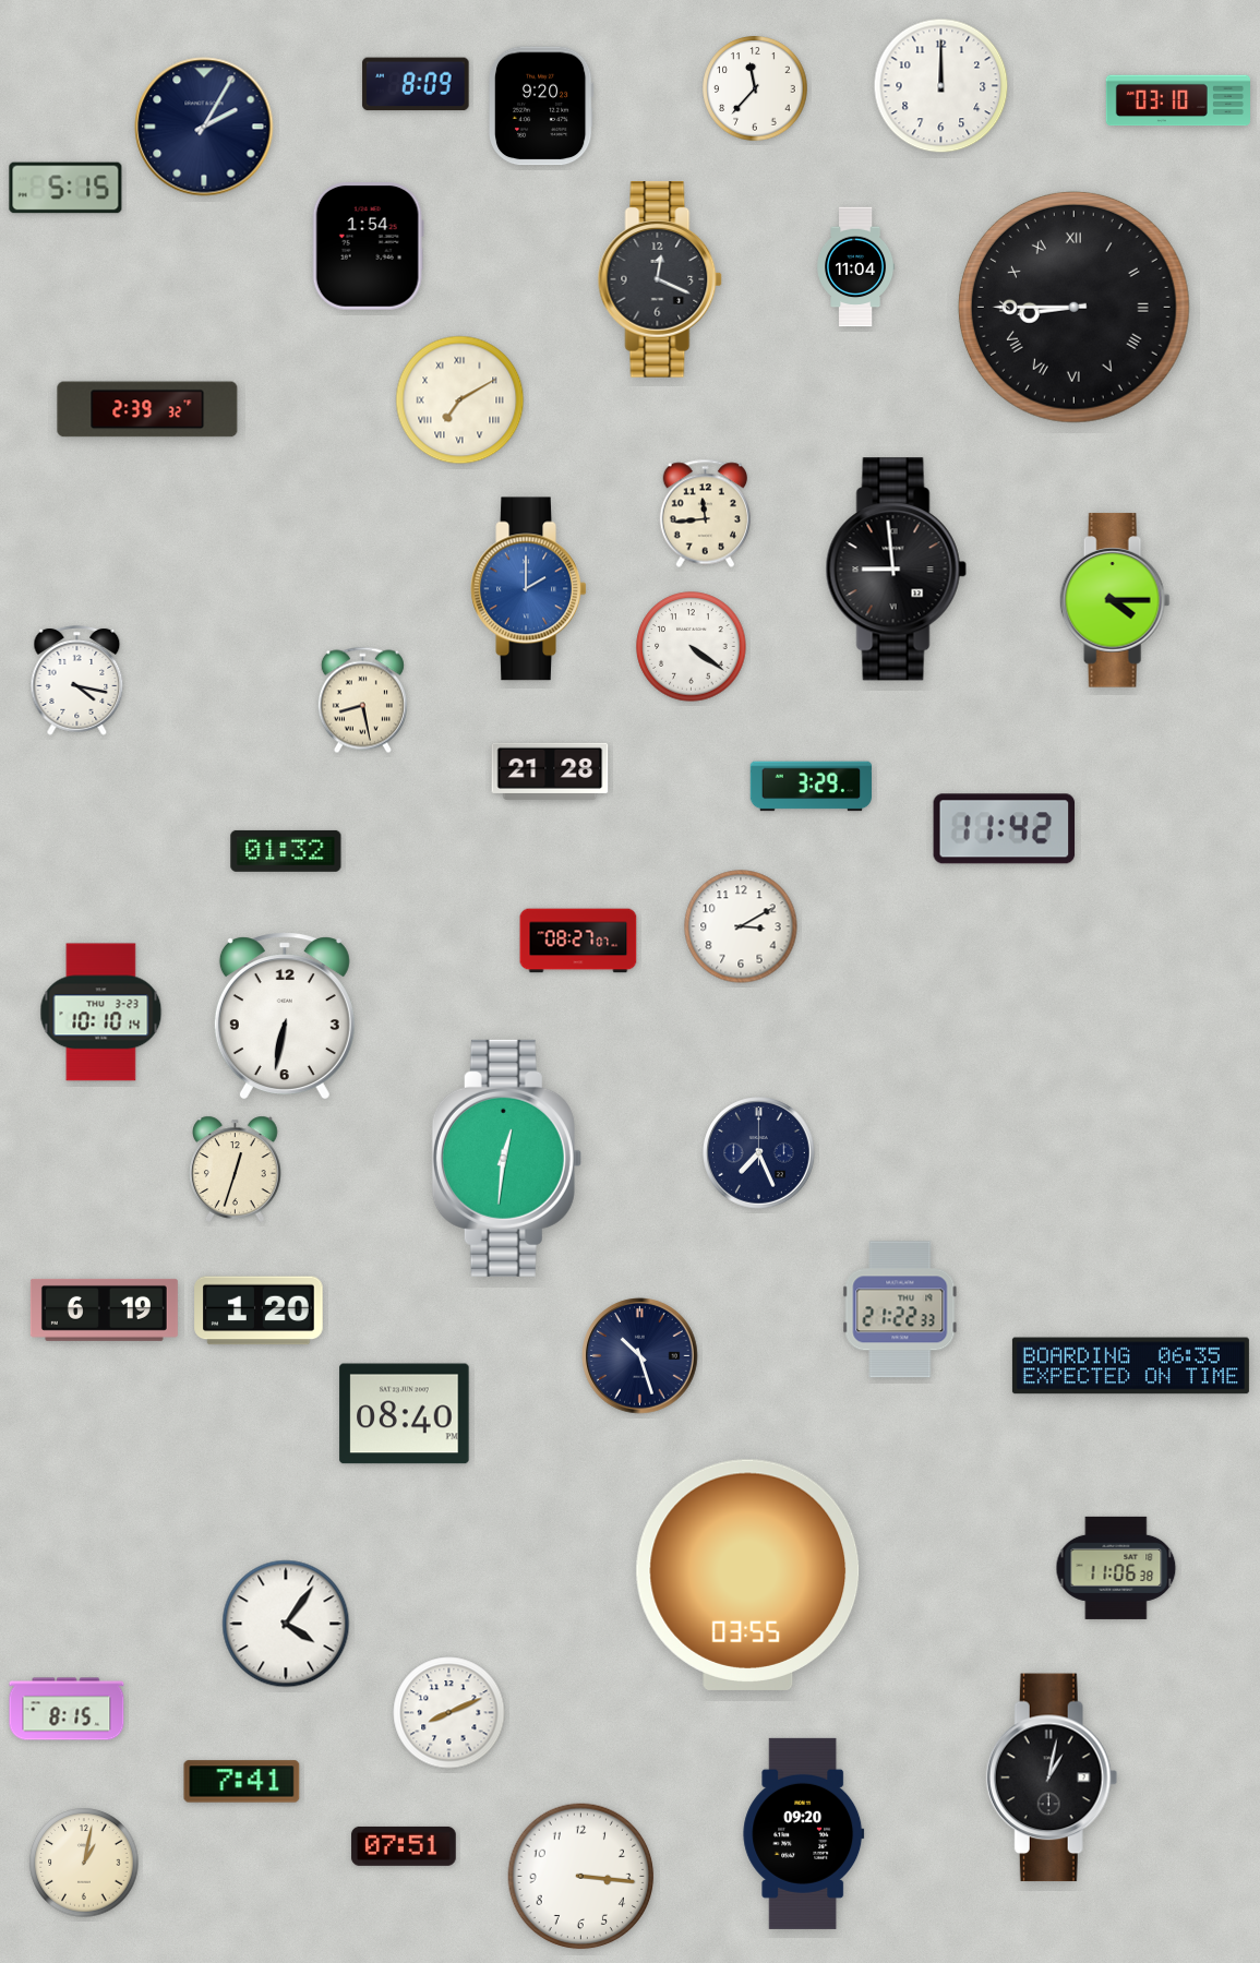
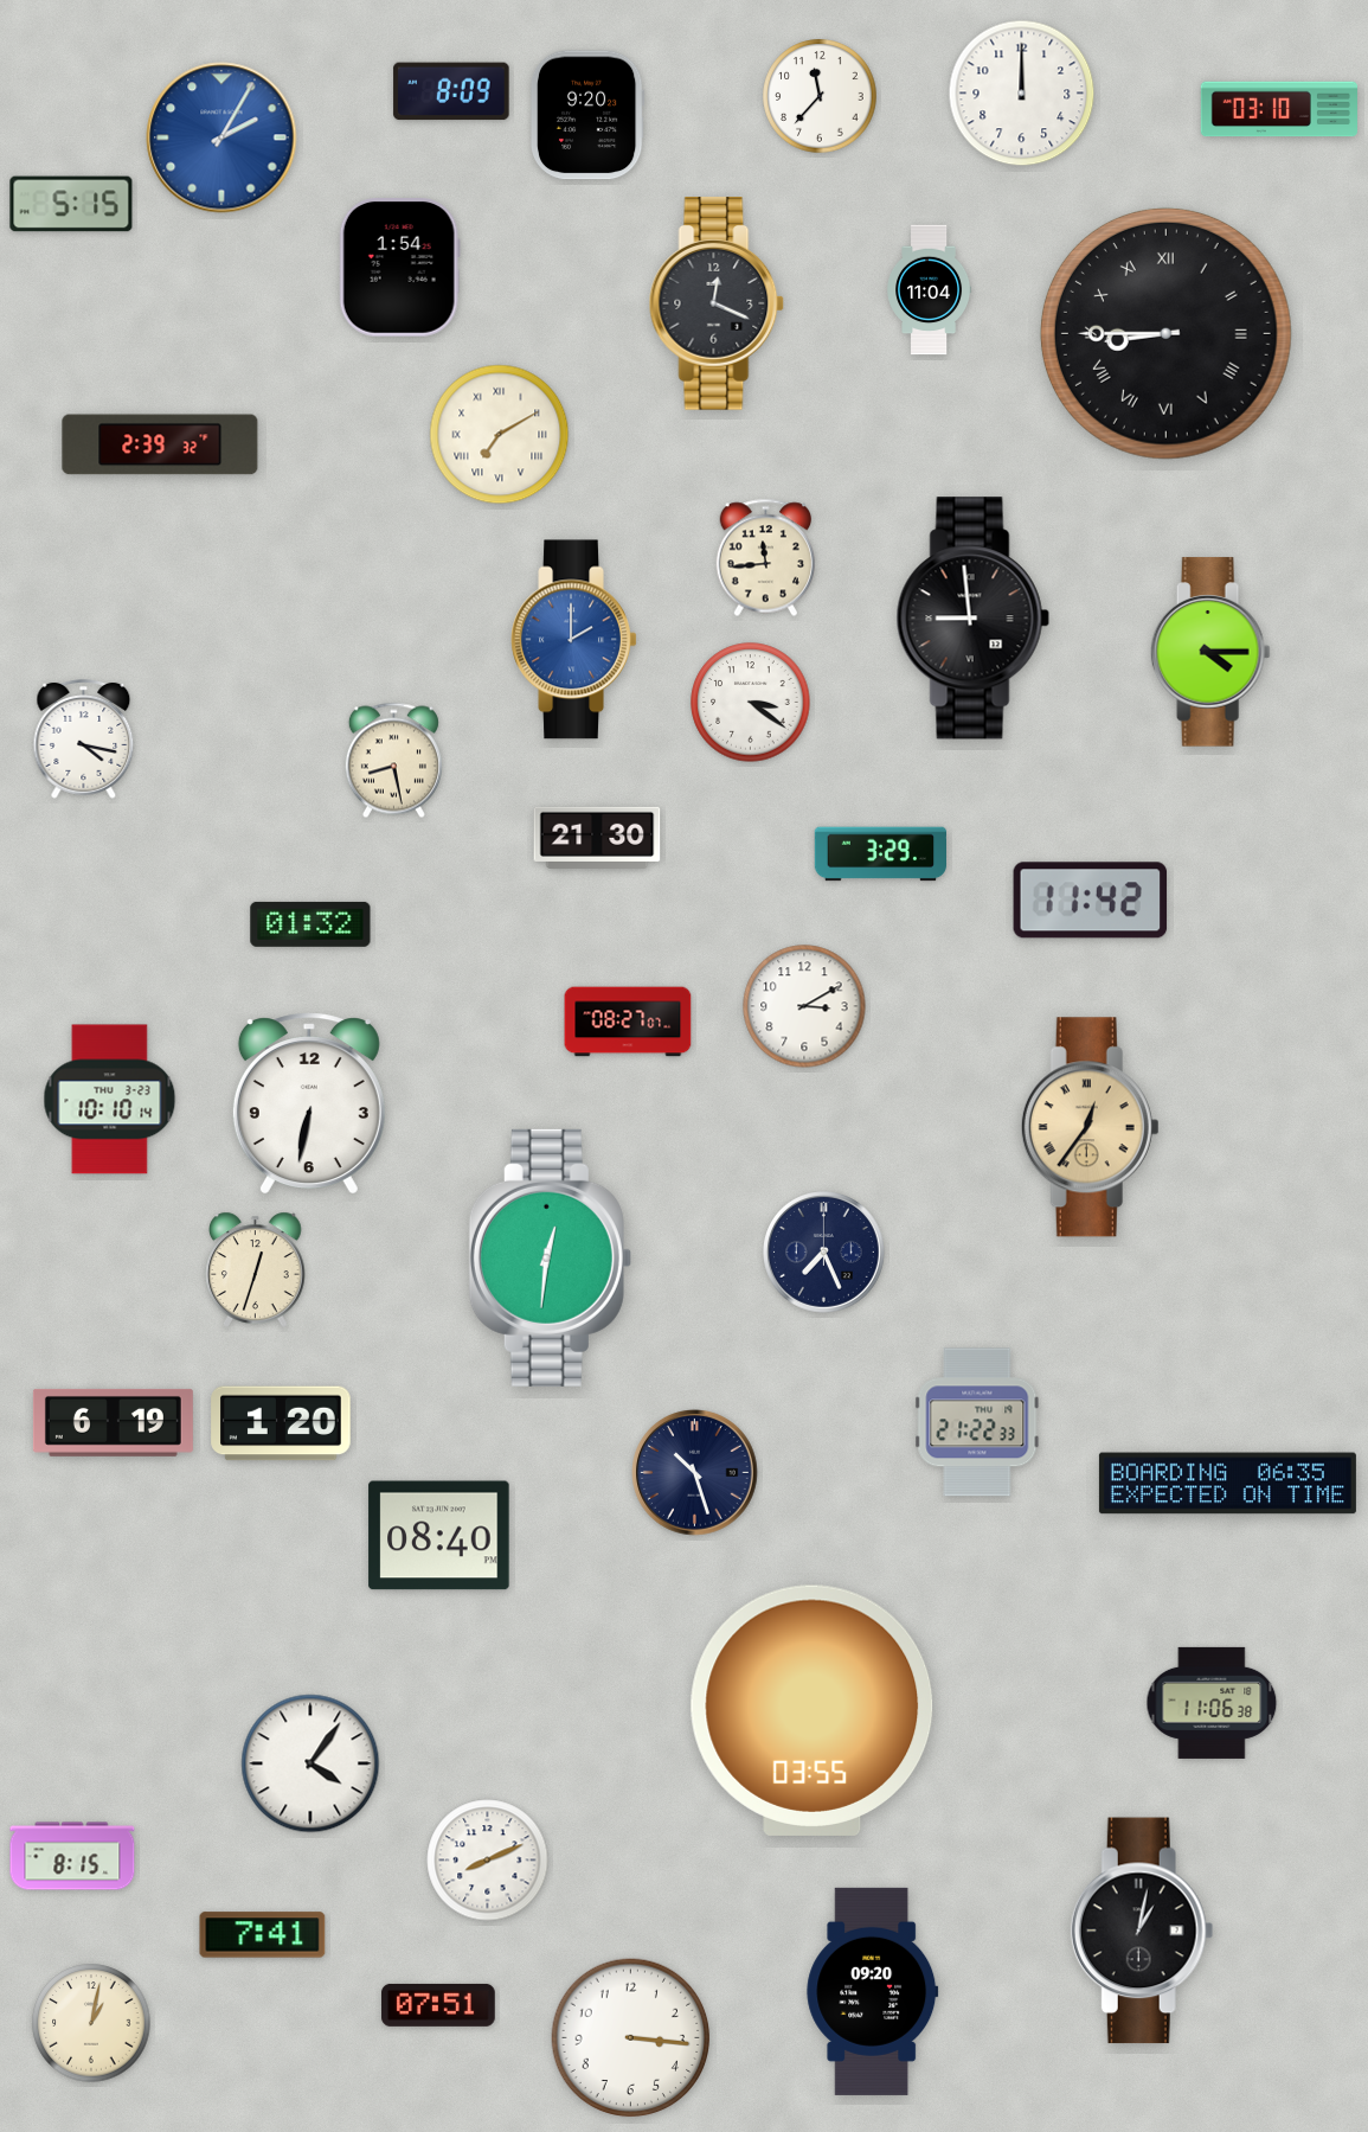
clock at (204, 127) dial: navy -> blue
clock at (692, 647): 4:21 -> 3:21
clock at (550, 771): 21:28 -> 21:30
clock at (1090, 1127): none -> 12:36
